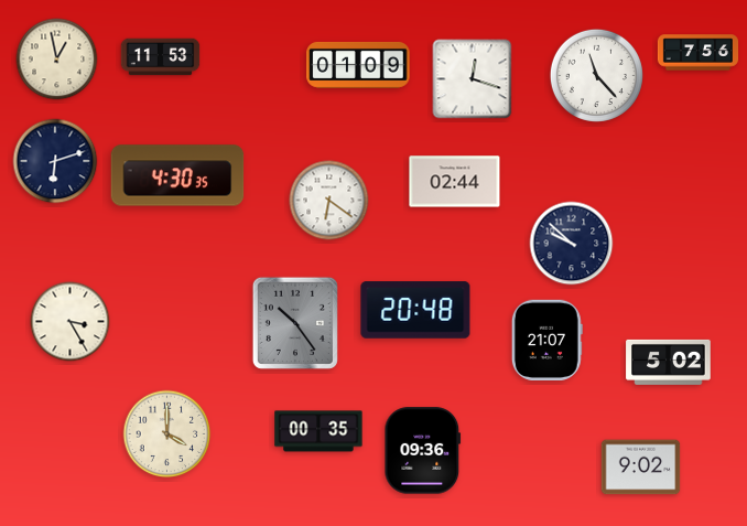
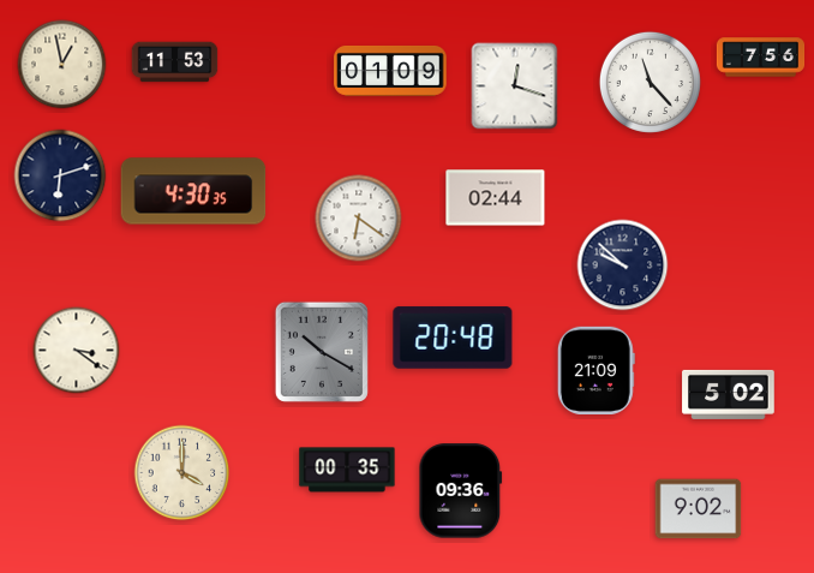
clock at (71, 322): 3:25 -> 3:21
clock at (295, 323): 10:24 -> 10:20
clock at (546, 340): 21:07 -> 21:09
